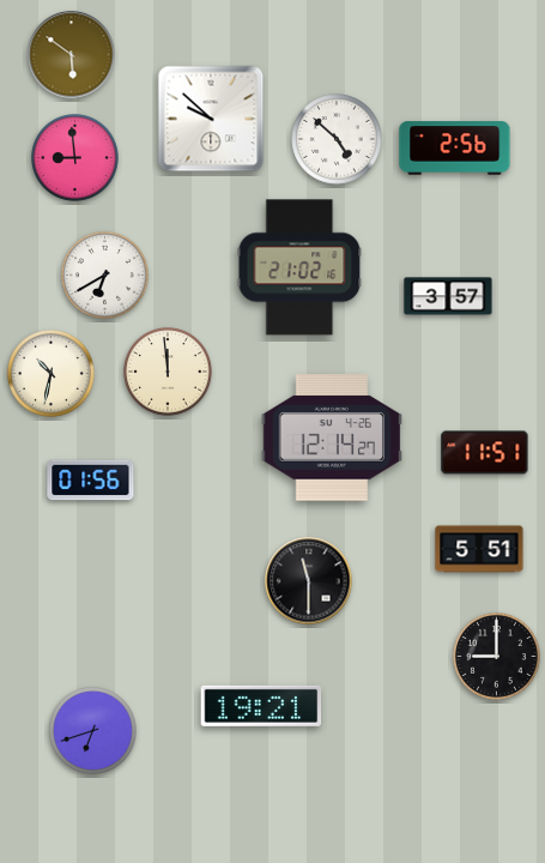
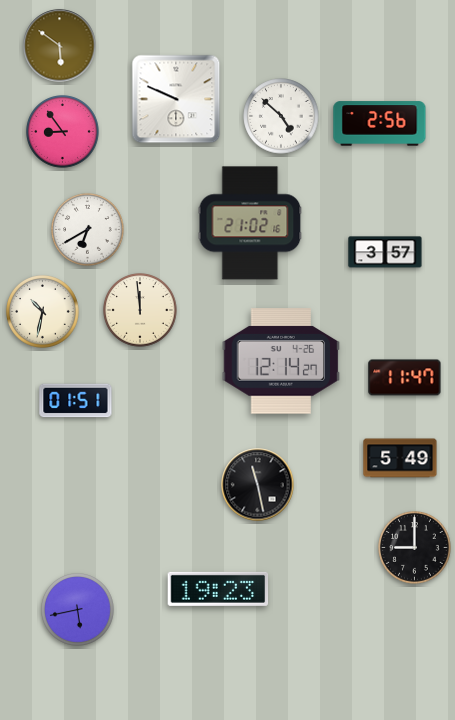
clock at (211, 119): 9:52 -> 9:49
clock at (75, 158): 8:59 -> 8:54
clock at (448, 296) position: (448, 296) -> (385, 252)
clock at (332, 437) position: (332, 437) -> (281, 361)
clock at (485, 453): 11:51 -> 11:47
clock at (91, 481): 01:56 -> 01:51
clock at (479, 549): 5:51 -> 5:49
clock at (309, 581): 11:30 -> 11:28
clock at (261, 706): 19:21 -> 19:23
clock at (93, 731): 6:42 -> 5:43
